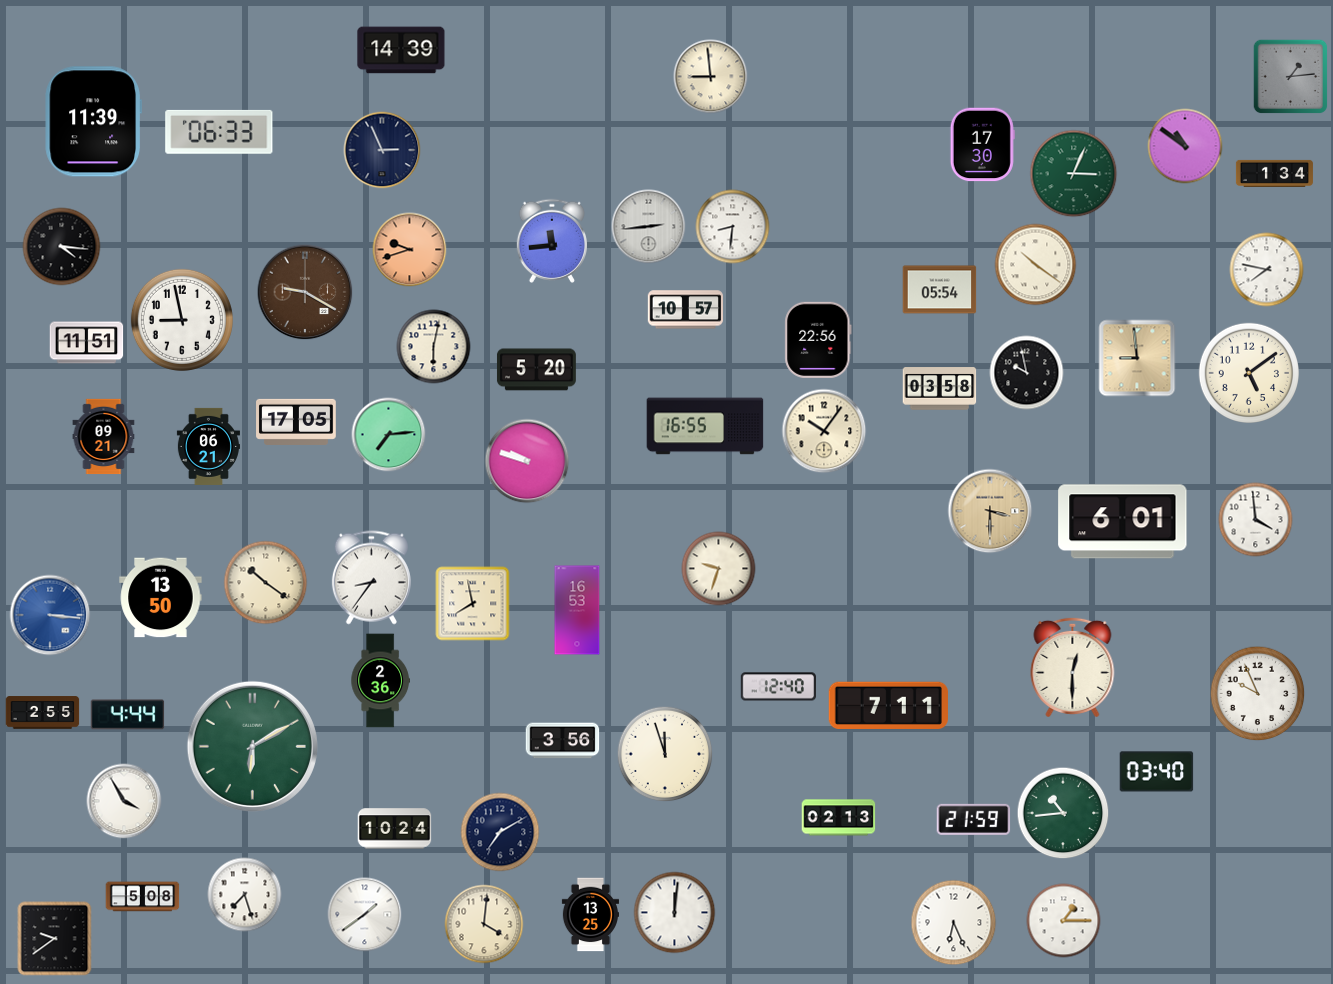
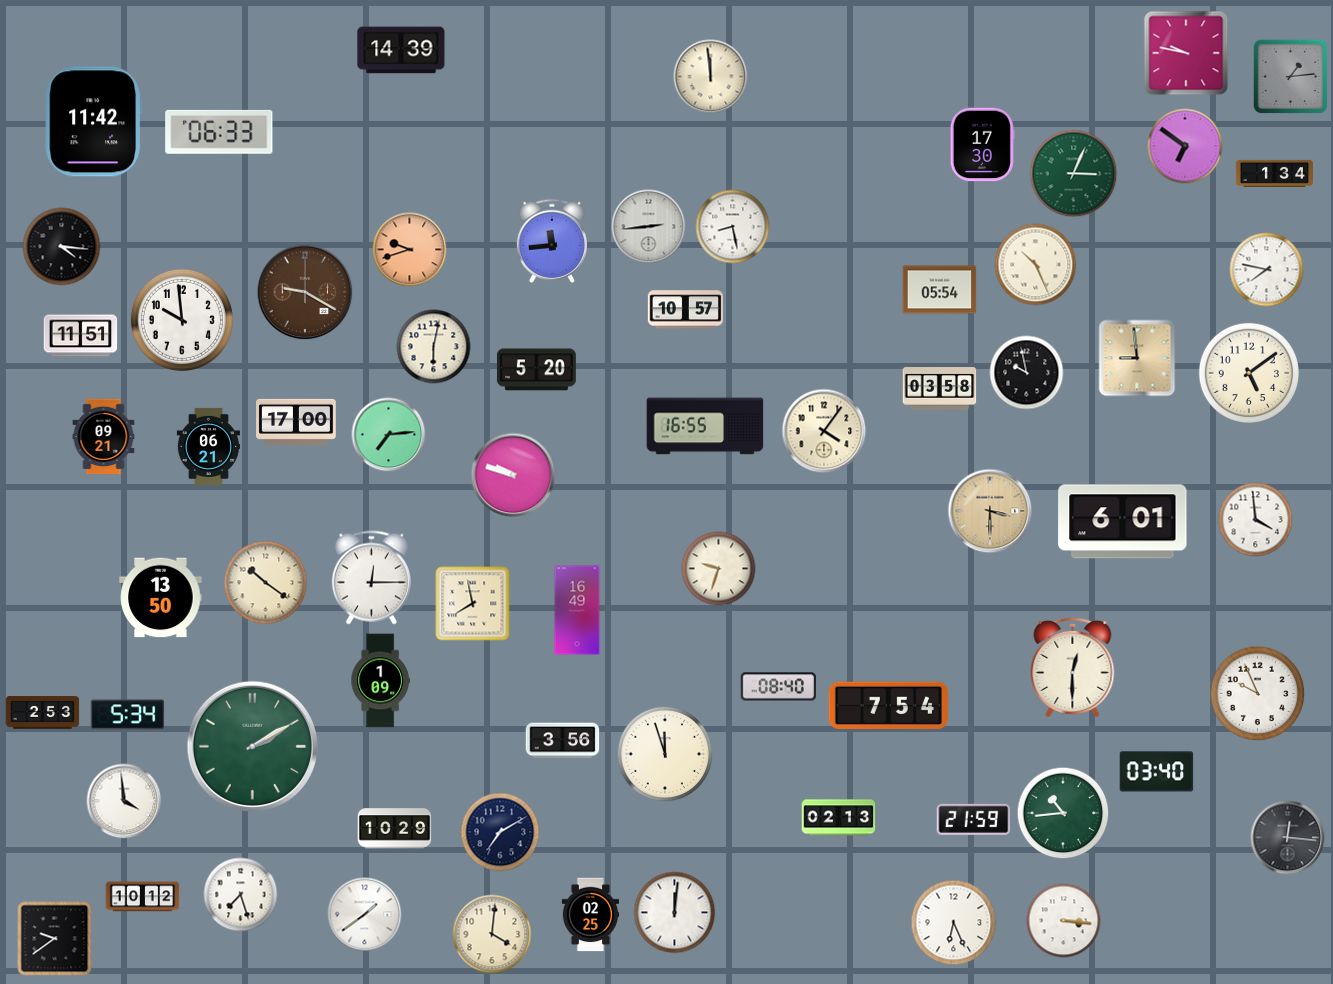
clock at (1186, 53): none -> 9:47
clock at (711, 77): 8:59 -> 11:59
clock at (93, 122): 11:39 -> 11:42
clock at (1185, 146): 10:51 -> 6:51
clock at (382, 150): 2:56 -> none
clock at (733, 227): 8:31 -> 8:28
clock at (1036, 265): 10:21 -> 10:26
clock at (182, 320): 8:58 -> 9:59
clock at (818, 340): 22:56 -> none
clock at (87, 343) position: (87, 343) -> (81, 336)
clock at (296, 422): 17:05 -> 17:00
clock at (824, 431): 10:06 -> 4:06
clock at (527, 461) position: (527, 461) -> (513, 475)
clock at (371, 578): 8:36 -> 12:15
clock at (577, 610): 16:53 -> 16:49
clock at (50, 615): 3:16 -> none
clock at (380, 681): 2:36 -> 1:09
clock at (778, 687): 12:40 -> 08:40
clock at (888, 705): 7:11 -> 7:54
clock at (43, 713): 2:55 -> 2:53
clock at (128, 715): 4:44 -> 5:34
clock at (252, 746): 6:10 -> 2:10
clock at (124, 801): 3:55 -> 3:59
clock at (395, 829): 10:24 -> 10:29
clock at (1288, 838): none -> 12:16
clock at (245, 895) position: (245, 895) -> (241, 895)
clock at (143, 897): 5:08 -> 10:12
clock at (590, 915): 13:25 -> 02:25
clock at (1064, 921): 1:15 -> 3:16
clock at (484, 924) position: (484, 924) -> (492, 934)
